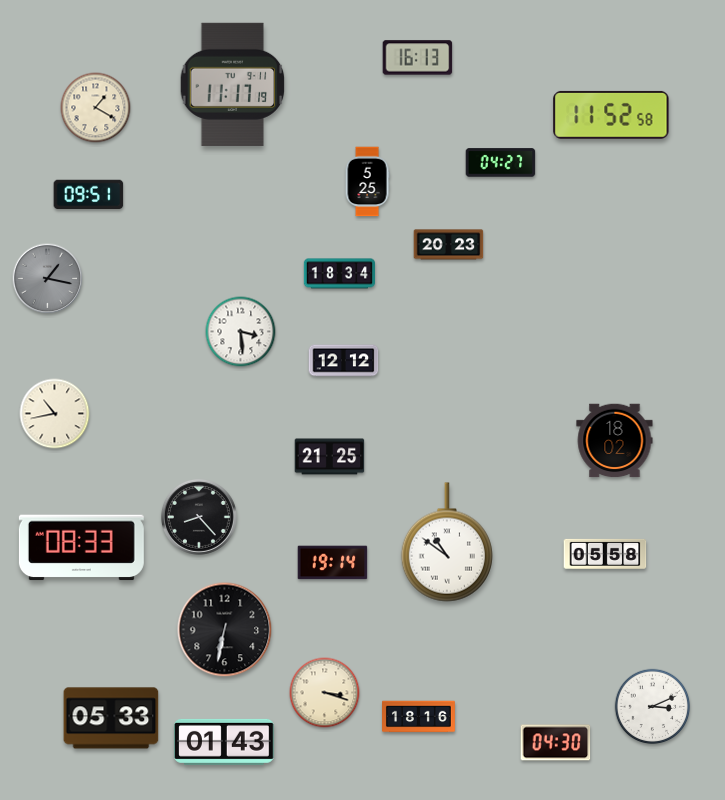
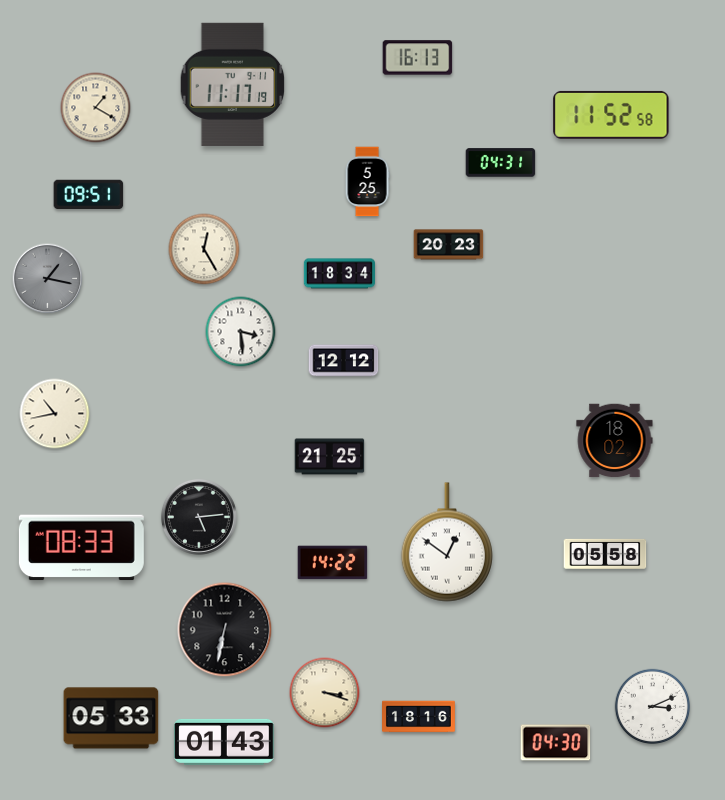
clock at (501, 163): 04:27 -> 04:31
clock at (204, 249): none -> 12:25
clock at (199, 517): 8:23 -> 5:14
clock at (447, 542): 10:51 -> 12:51
clock at (333, 563): 19:14 -> 14:22
